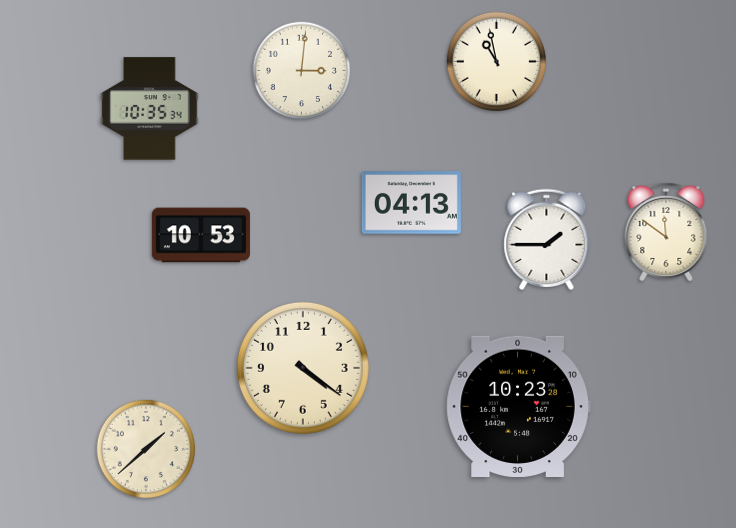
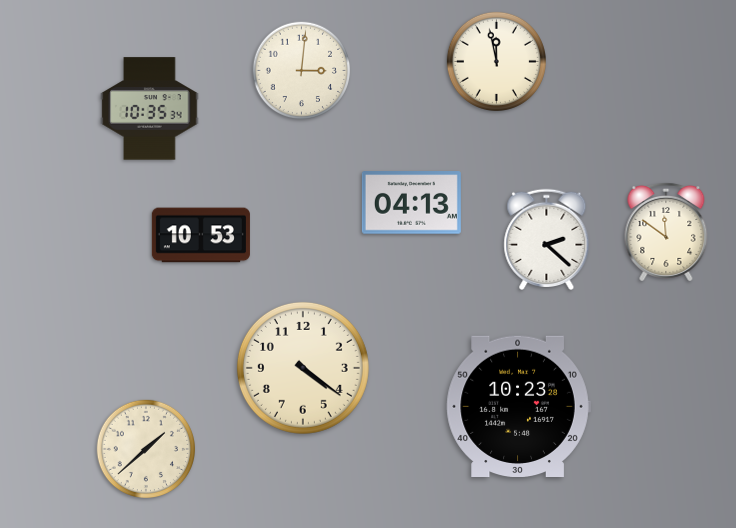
clock at (496, 61): 10:58 -> 11:58
clock at (547, 239): 1:45 -> 2:22
